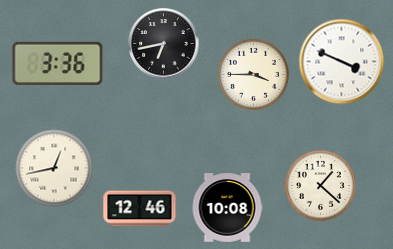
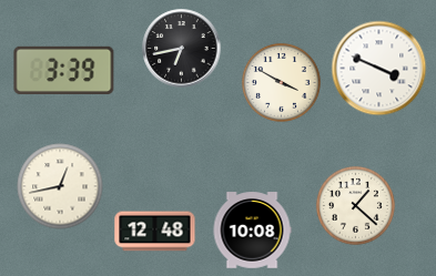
clock at (58, 63): 3:36 -> 3:39
clock at (253, 74): 3:45 -> 3:50
clock at (140, 209): 12:46 -> 12:48
